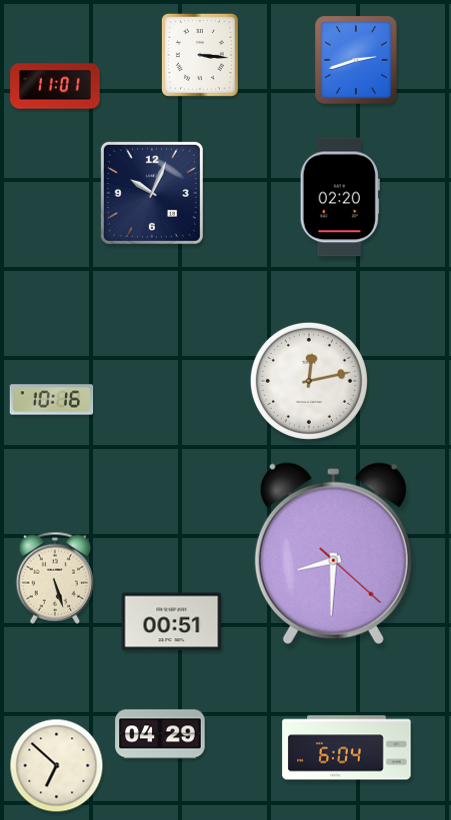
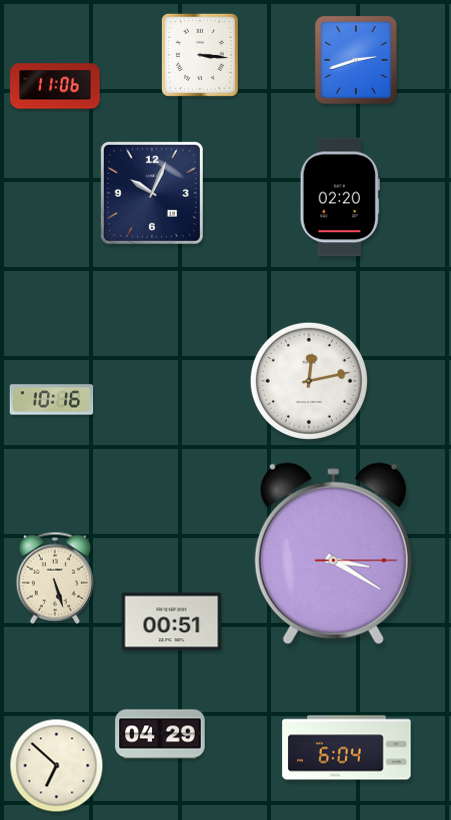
clock at (55, 86): 11:01 -> 11:06
clock at (333, 554): 8:30 -> 3:20
